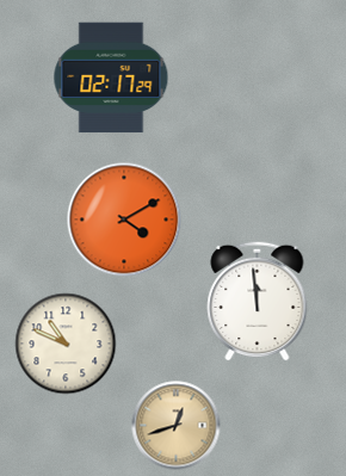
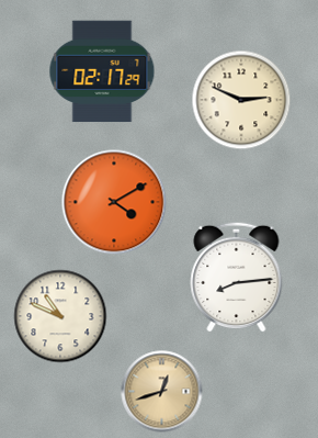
clock at (241, 100): none -> 2:49
clock at (258, 301): 11:59 -> 8:14
